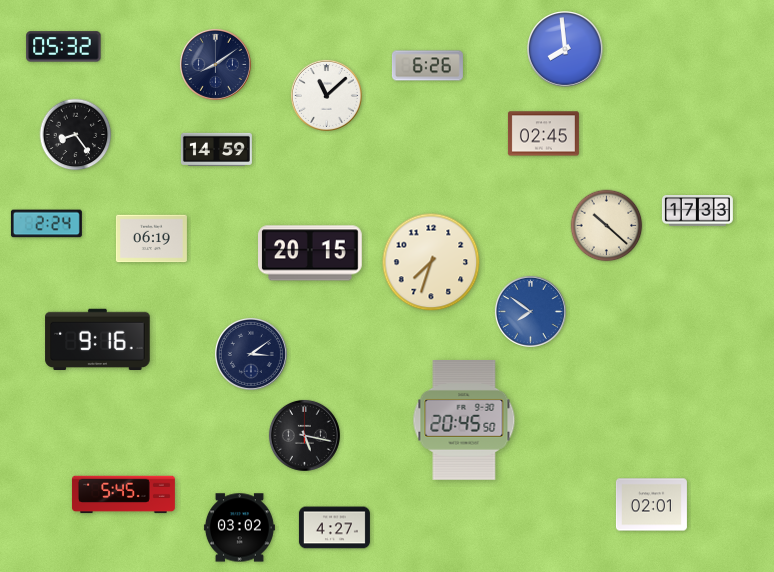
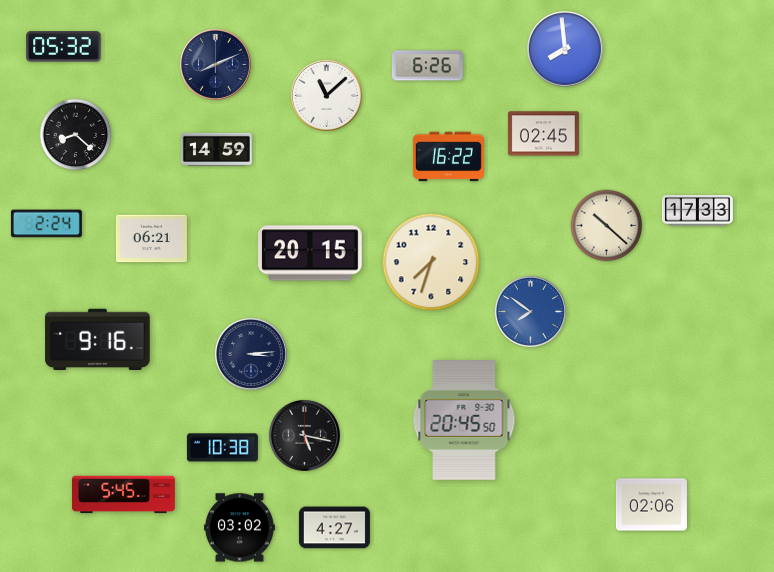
clock at (215, 64): 8:09 -> 8:11
clock at (76, 135): 8:24 -> 8:22
clock at (448, 157): none -> 16:22
clock at (151, 239): 06:19 -> 06:21
clock at (251, 354): 3:09 -> 3:14
clock at (222, 448): none -> 10:38
clock at (651, 505): 02:01 -> 02:06
